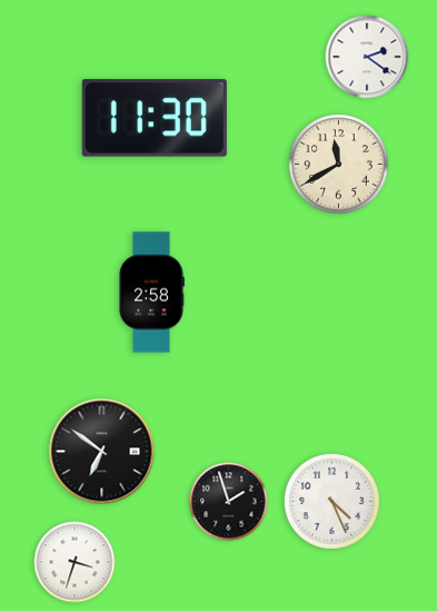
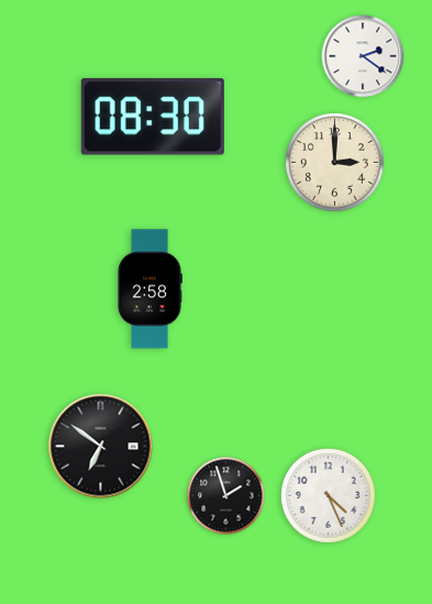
clock at (155, 118): 11:30 -> 08:30
clock at (339, 165): 11:40 -> 3:00
clock at (75, 562): 3:33 -> none
